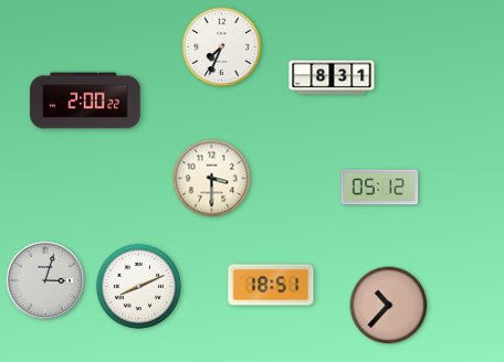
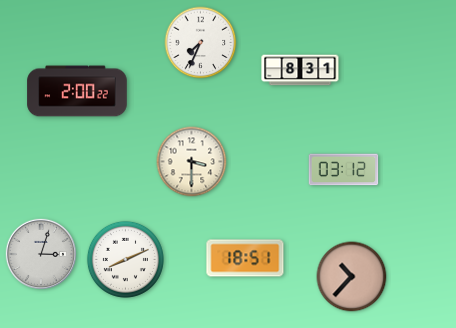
clock at (380, 188): 05:12 -> 03:12
